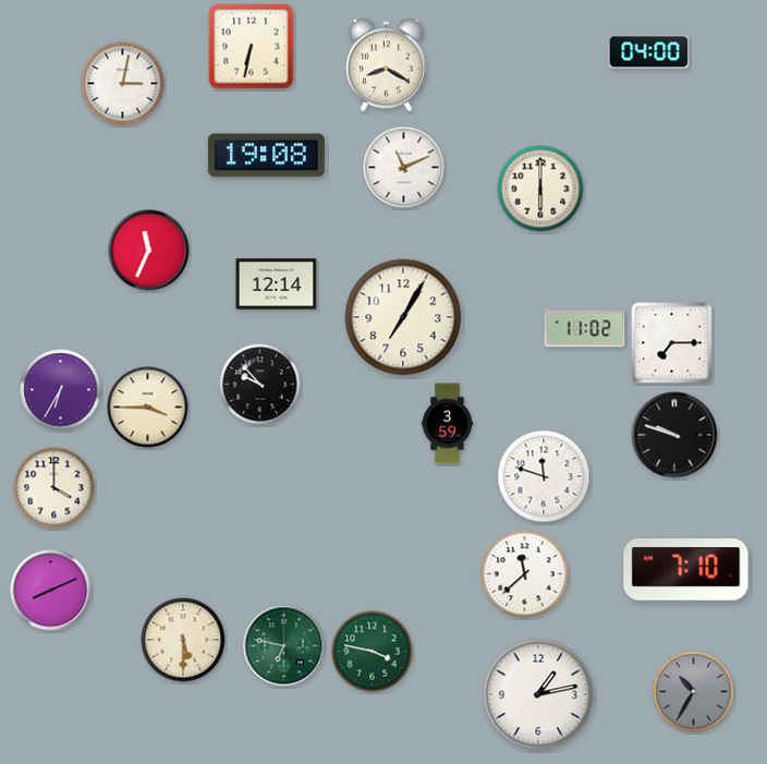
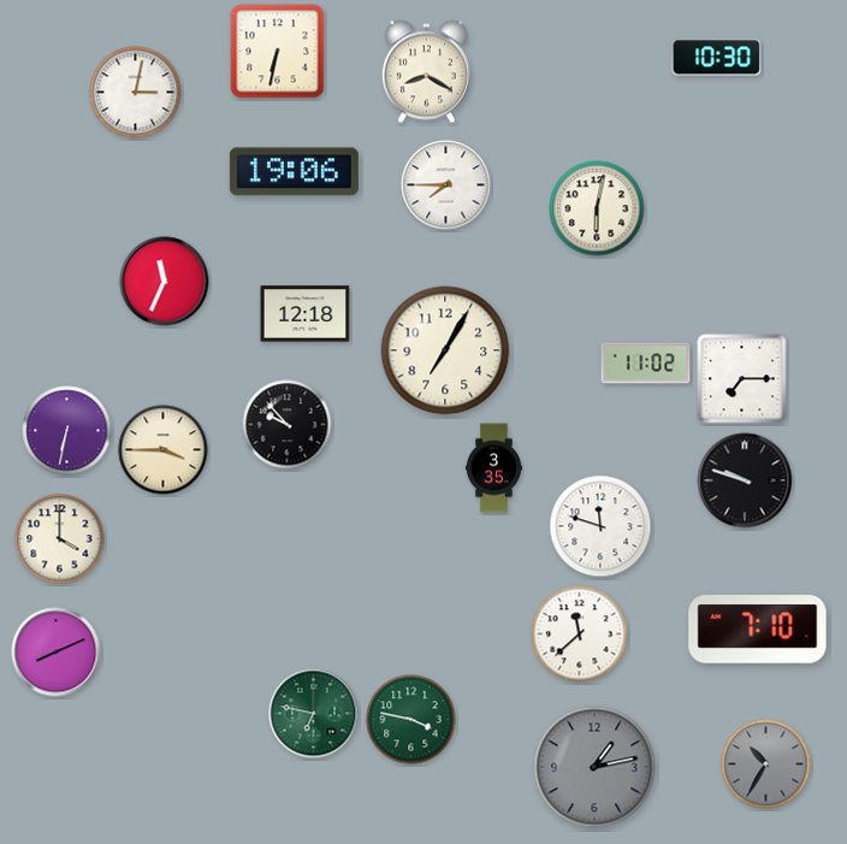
clock at (649, 52): 04:00 -> 10:30
clock at (266, 156): 19:08 -> 19:06
clock at (404, 168): 11:11 -> 7:45
clock at (540, 189): 6:00 -> 6:02
clock at (149, 251) position: (149, 251) -> (165, 282)
clock at (277, 284): 12:14 -> 12:18
clock at (61, 390): 6:35 -> 6:32
clock at (447, 424): 3:59 -> 3:35
clock at (183, 640): 5:30 -> none
clock at (538, 694) dial: white -> grey
